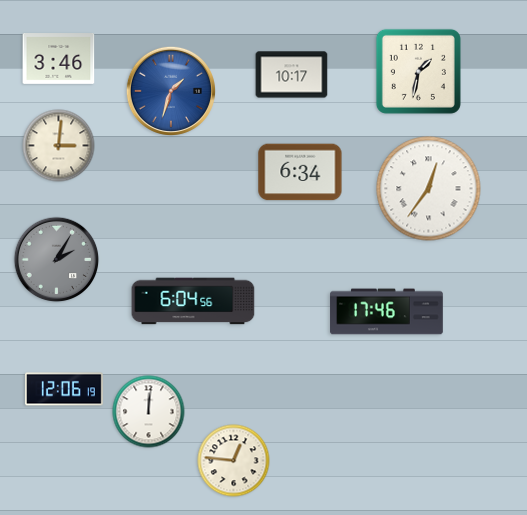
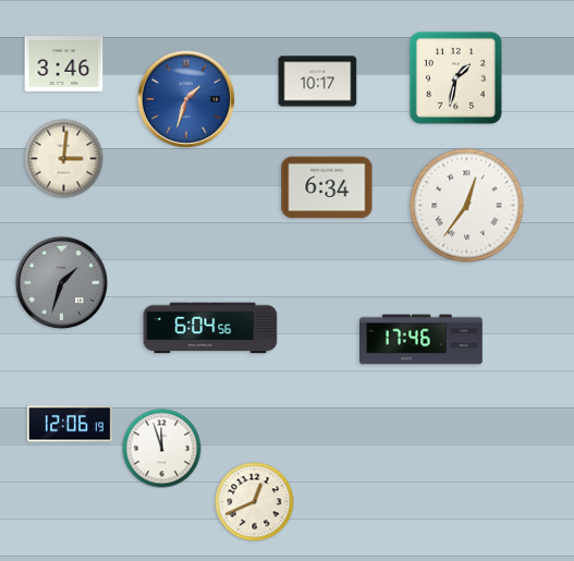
clock at (57, 260): 2:05 -> 1:33
clock at (149, 412): 12:01 -> 11:57
clock at (234, 461): 12:46 -> 12:41
